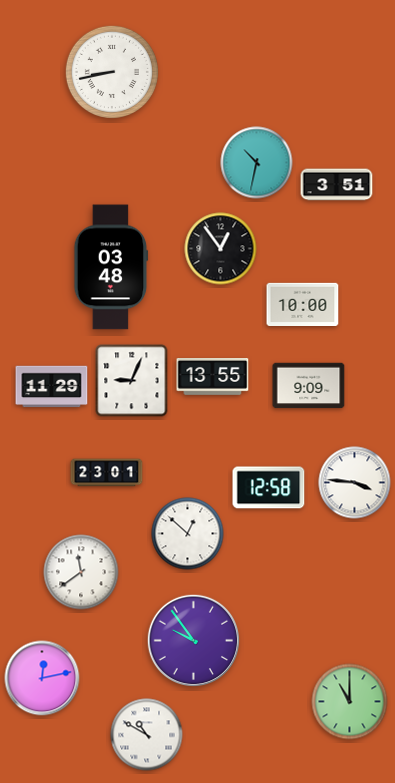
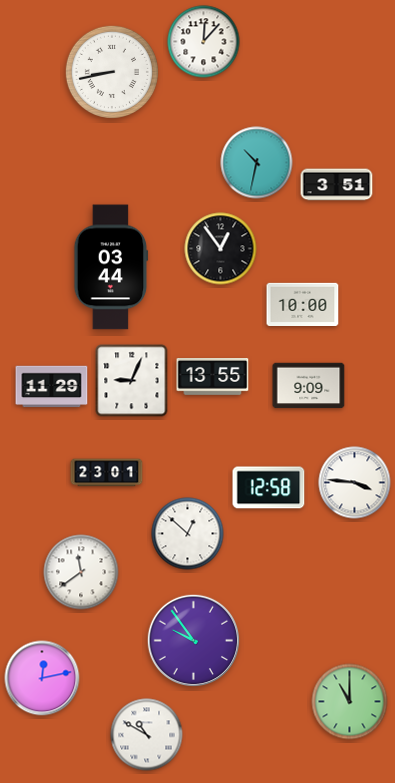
clock at (204, 42): none -> 12:07
clock at (111, 267): 03:48 -> 03:44
